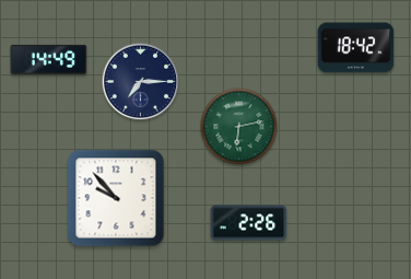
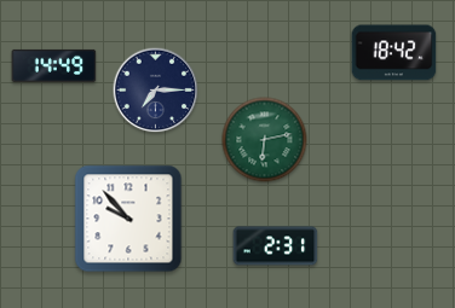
clock at (249, 223): 2:26 -> 2:31
